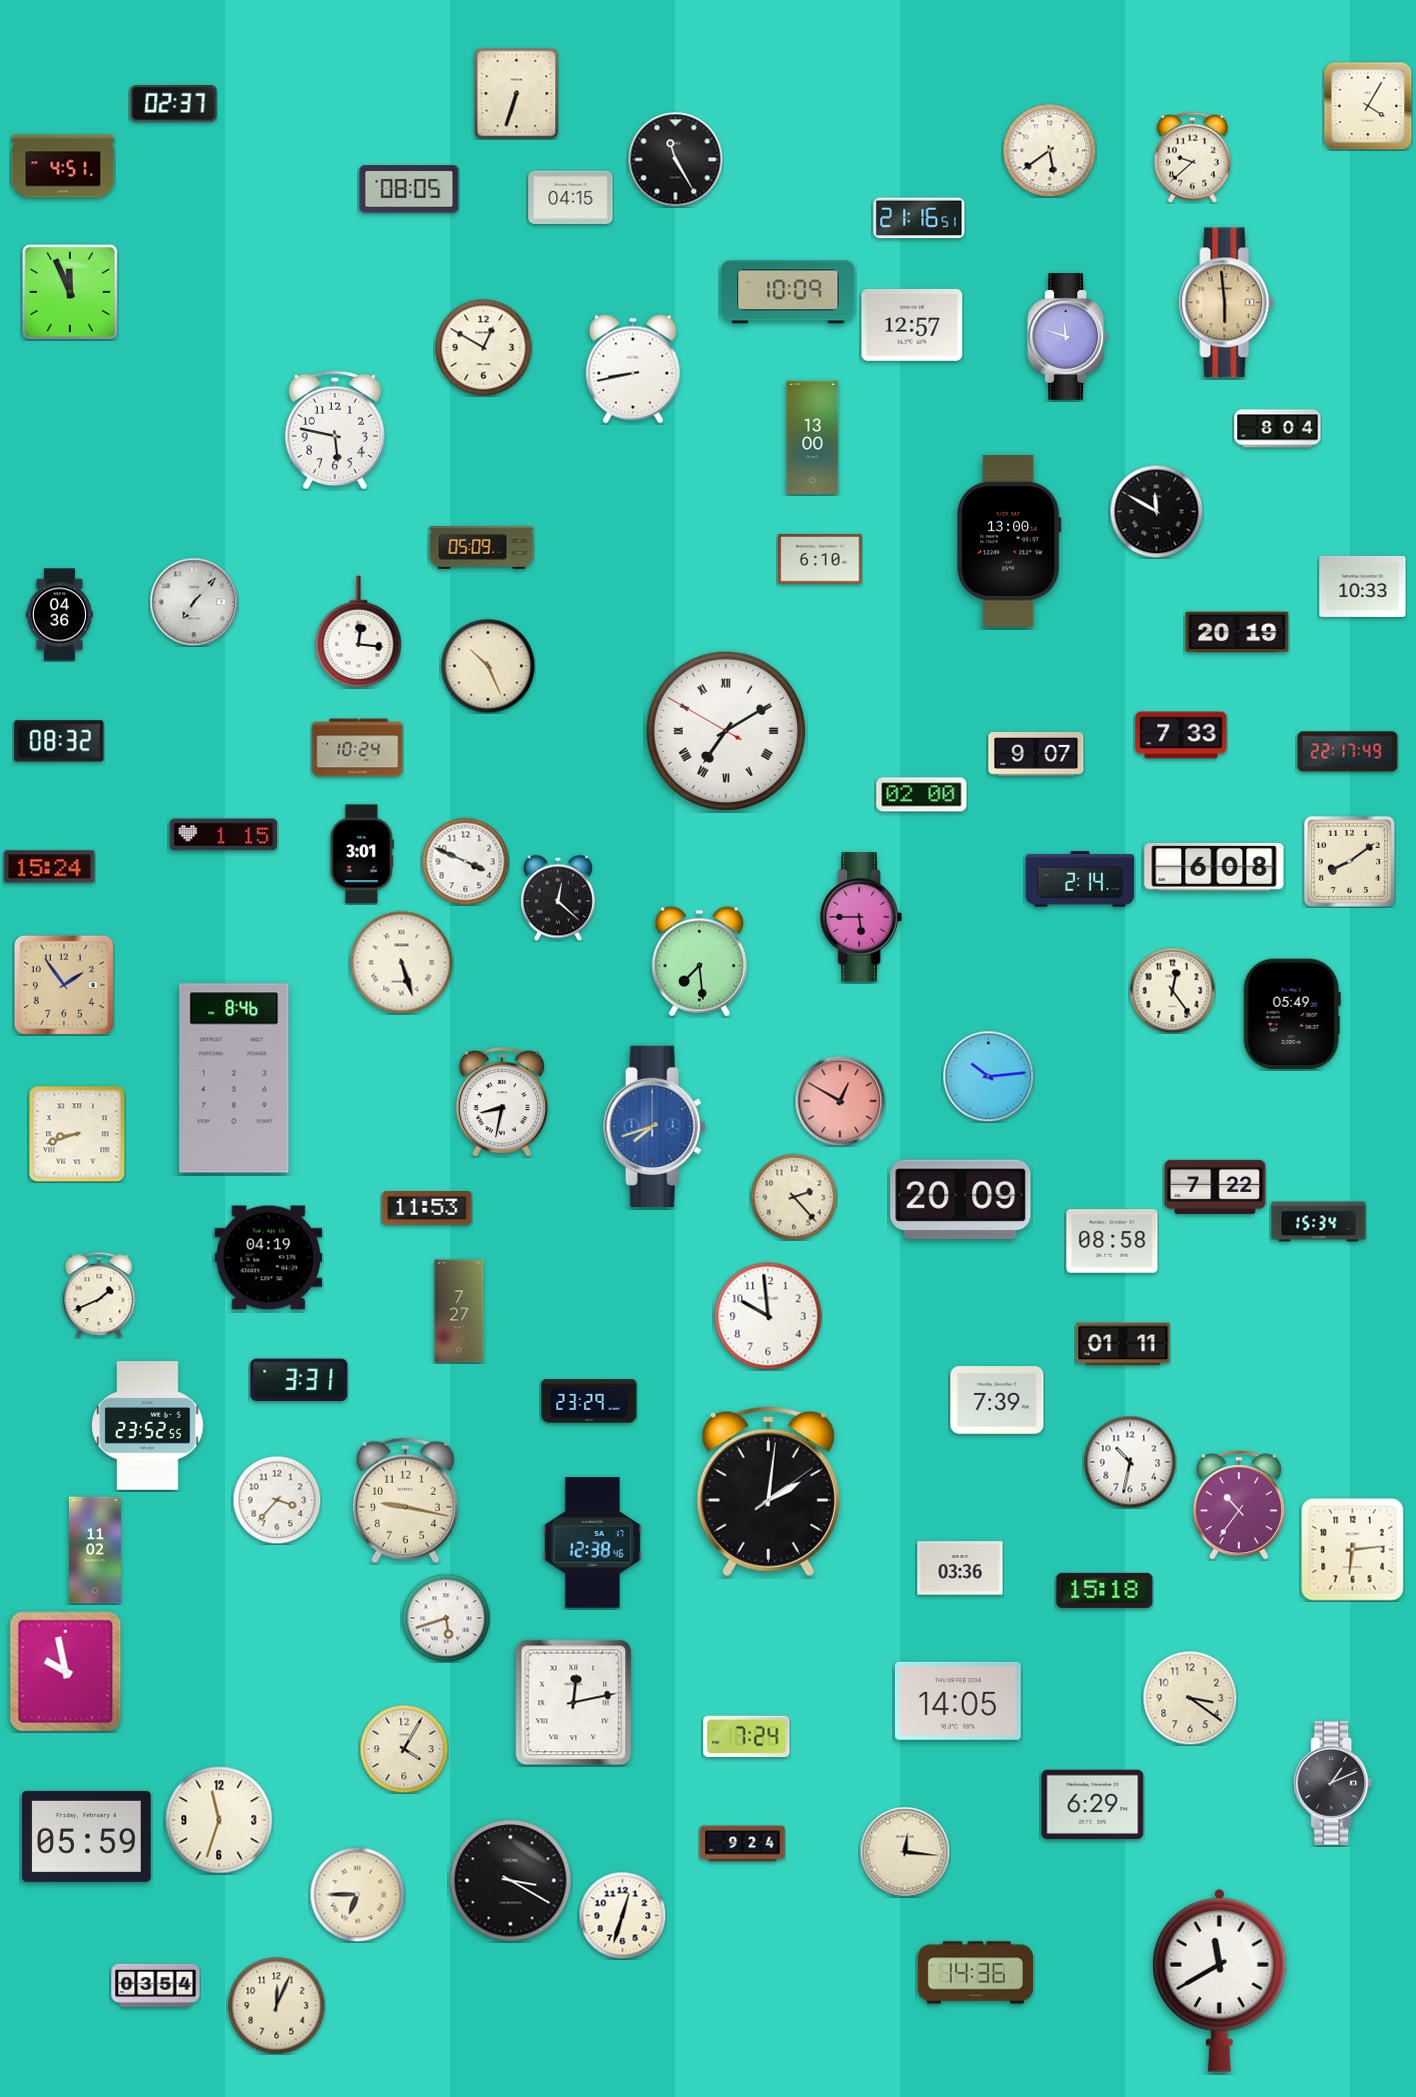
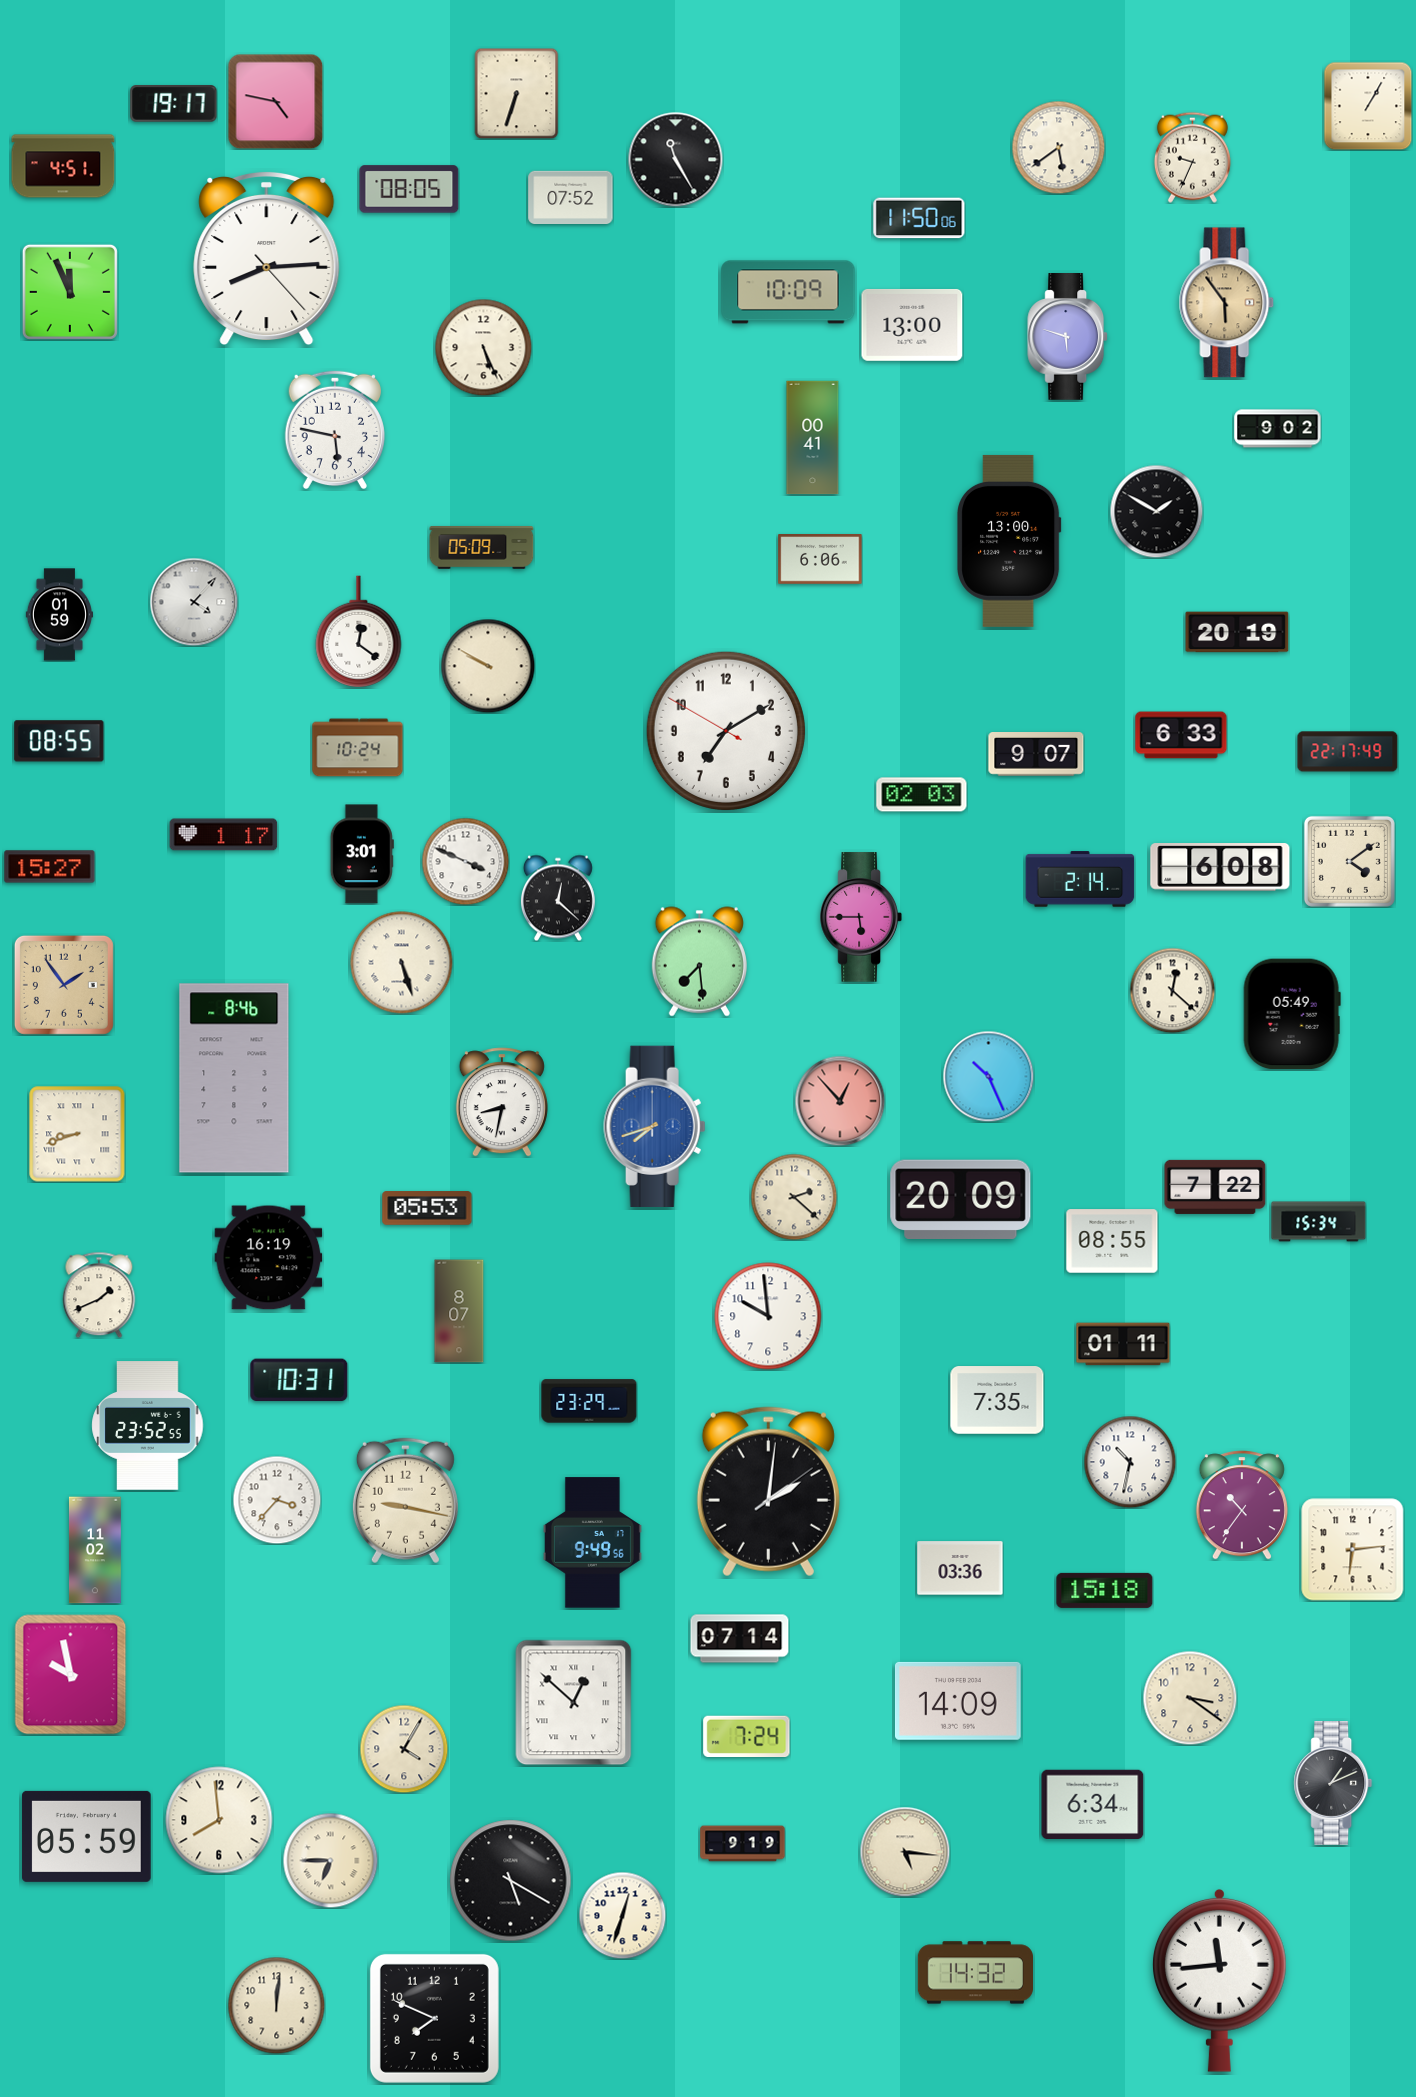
clock at (275, 101): none -> 4:47
clock at (174, 104): 02:37 -> 19:17
clock at (1368, 106): 4:05 -> 1:05
clock at (1049, 150) position: (1049, 150) -> (1058, 147)
clock at (1192, 157): 9:38 -> 9:34
clock at (571, 197): 04:15 -> 07:52
clock at (919, 218): 21:16 -> 11:50
clock at (267, 258): none -> 8:14
clock at (1227, 303): 5:59 -> 5:54
clock at (912, 325): 12:57 -> 13:00
clock at (1068, 337): 11:48 -> 5:48
clock at (483, 347): 12:50 -> 5:26
clock at (633, 369): 8:43 -> none
clock at (1278, 429): 8:04 -> 9:02
clock at (813, 438): 13:00 -> 00:41
clock at (1156, 511): 11:50 -> 1:50
clock at (820, 560): 6:10 -> 6:06
clock at (1363, 586): 10:33 -> none
clock at (194, 602): 7:07 -> 4:07
clock at (59, 615): 04:36 -> 01:59
clock at (359, 632): 12:16 -> 12:21
clock at (488, 666): 10:26 -> 9:50
clock at (726, 731) numerals: Roman -> Arabic
clock at (1181, 735): 7:33 -> 6:33
clock at (59, 741): 08:32 -> 08:55
clock at (922, 795): 02:00 -> 02:03
clock at (224, 835): 1:15 -> 1:17
clock at (1349, 861): 8:09 -> 4:09
clock at (50, 867): 15:24 -> 15:27
clock at (1214, 867) position: (1214, 867) -> (1220, 867)
clock at (1172, 990): 12:24 -> 12:22
clock at (988, 1076): 10:14 -> 10:26
clock at (840, 1101): 12:50 -> 12:53
clock at (794, 1197): 2:23 -> 2:22
clock at (427, 1208): 11:53 -> 05:53
clock at (1112, 1241): 08:58 -> 08:55
clock at (269, 1258): 04:19 -> 16:19
clock at (459, 1311): 7:27 -> 8:07
clock at (299, 1380): 3:31 -> 10:31
clock at (997, 1400): 7:39 -> 7:35
clock at (1239, 1505) position: (1239, 1505) -> (1242, 1505)
clock at (592, 1543): 12:38 -> 9:49
clock at (446, 1618): 5:42 -> none
clock at (740, 1639): none -> 07:14
clock at (66, 1672) position: (66, 1672) -> (71, 1675)
clock at (958, 1701): 14:05 -> 14:09
clock at (574, 1703): 12:13 -> 12:52
clock at (1093, 1804): 6:29 -> 6:34
clock at (219, 1820): 11:33 -> 7:59
clock at (743, 1844): 9:24 -> 9:19
clock at (905, 1852): 12:16 -> 5:16
clock at (511, 1881): 3:20 -> 5:20
clock at (357, 1894) position: (357, 1894) -> (330, 1860)
clock at (975, 1973): 14:36 -> 14:32
clock at (1219, 1980): 11:40 -> 11:44
clock at (156, 1985): 03:54 -> none
clock at (276, 2005): 12:04 -> 12:01
clock at (434, 2018): none -> 7:49
